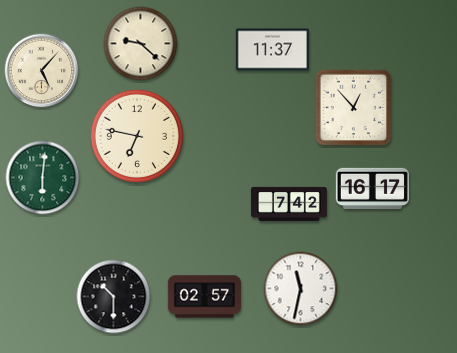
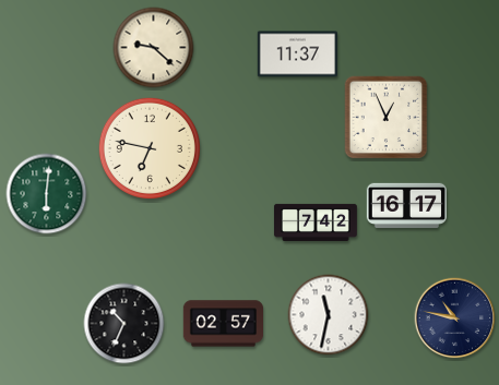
clock at (42, 71): 5:07 -> none
clock at (354, 108): 12:53 -> 12:56
clock at (455, 318): none -> 10:47
clock at (114, 297): 10:30 -> 10:34
